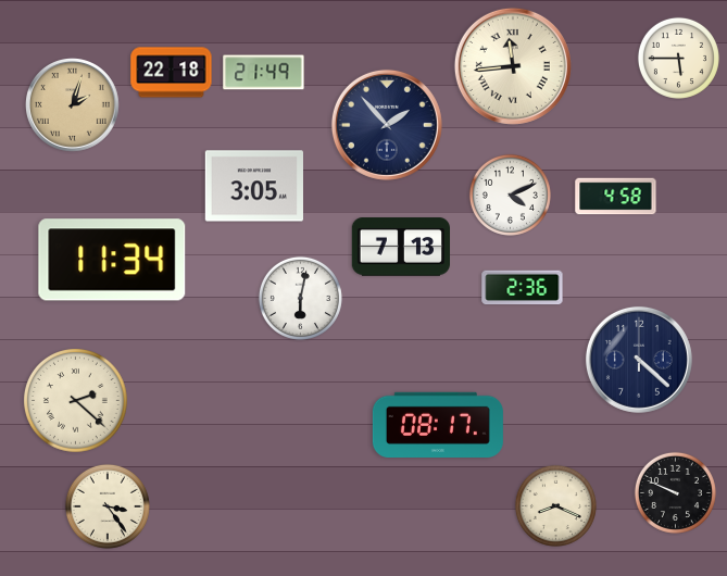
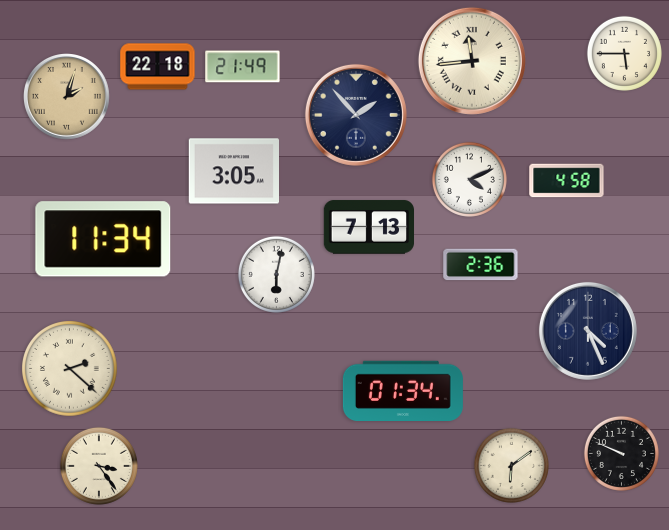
clock at (639, 360): 4:22 -> 4:26
clock at (438, 424): 08:17 -> 01:34
clock at (555, 505): 8:19 -> 6:09
